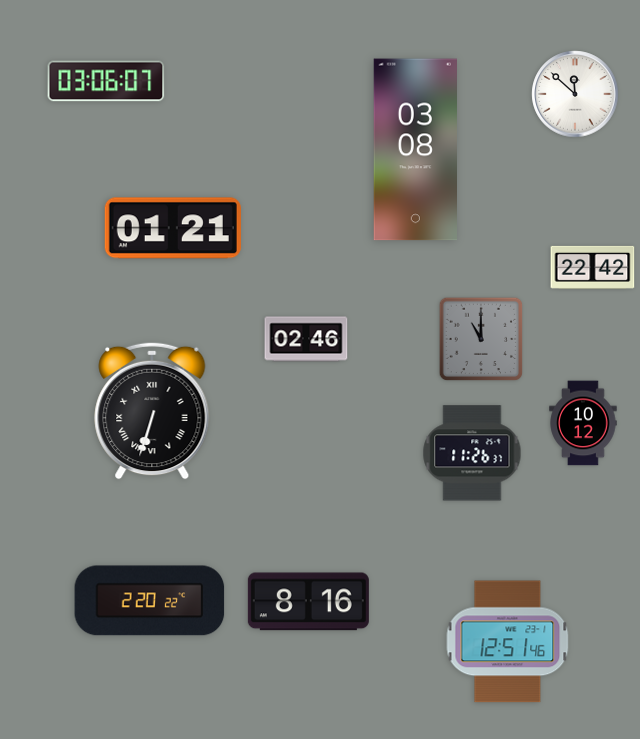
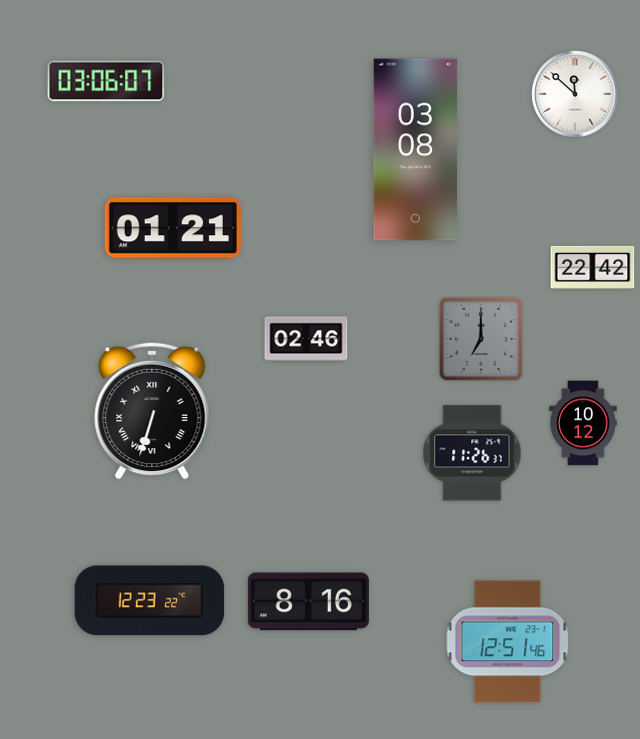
clock at (481, 339): 11:00 -> 7:00
clock at (150, 601): 2:20 -> 12:23
